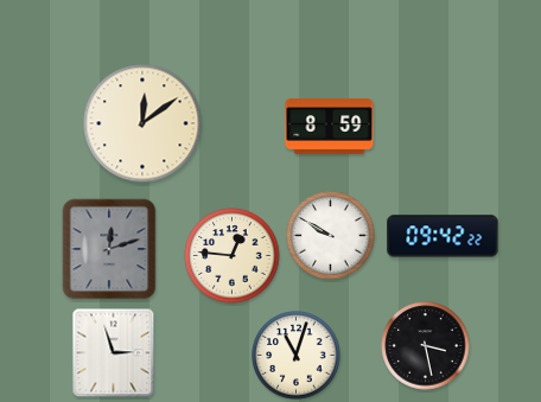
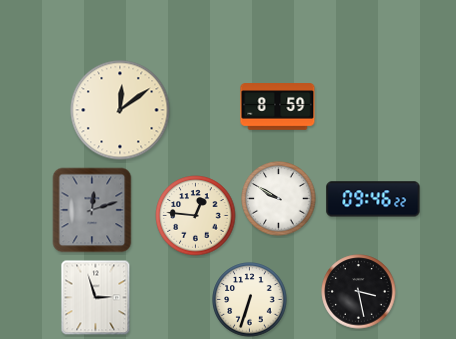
clock at (142, 123) position: (142, 123) -> (120, 110)
clock at (443, 236): 09:42 -> 09:46
clock at (297, 356): 11:03 -> 6:33
